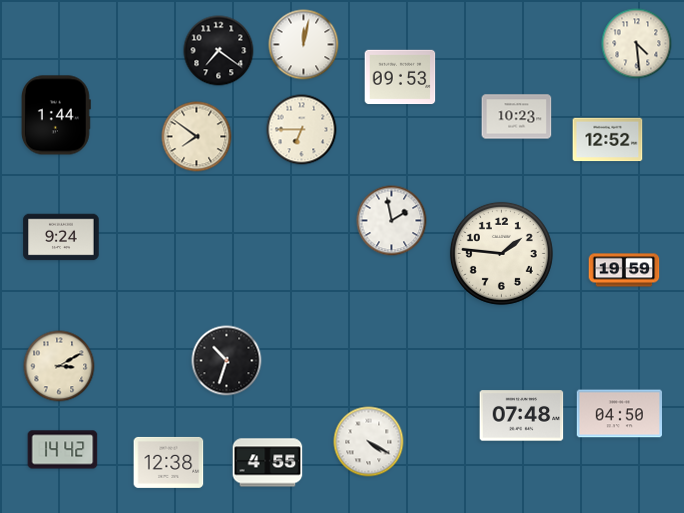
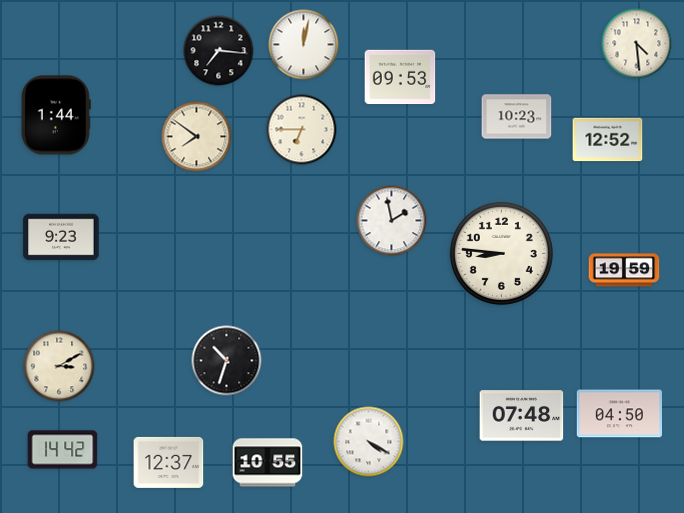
clock at (219, 51): 7:21 -> 7:16
clock at (61, 237): 9:24 -> 9:23
clock at (501, 253): 1:46 -> 8:46
clock at (169, 462): 12:38 -> 12:37
clock at (268, 463): 4:55 -> 10:55
